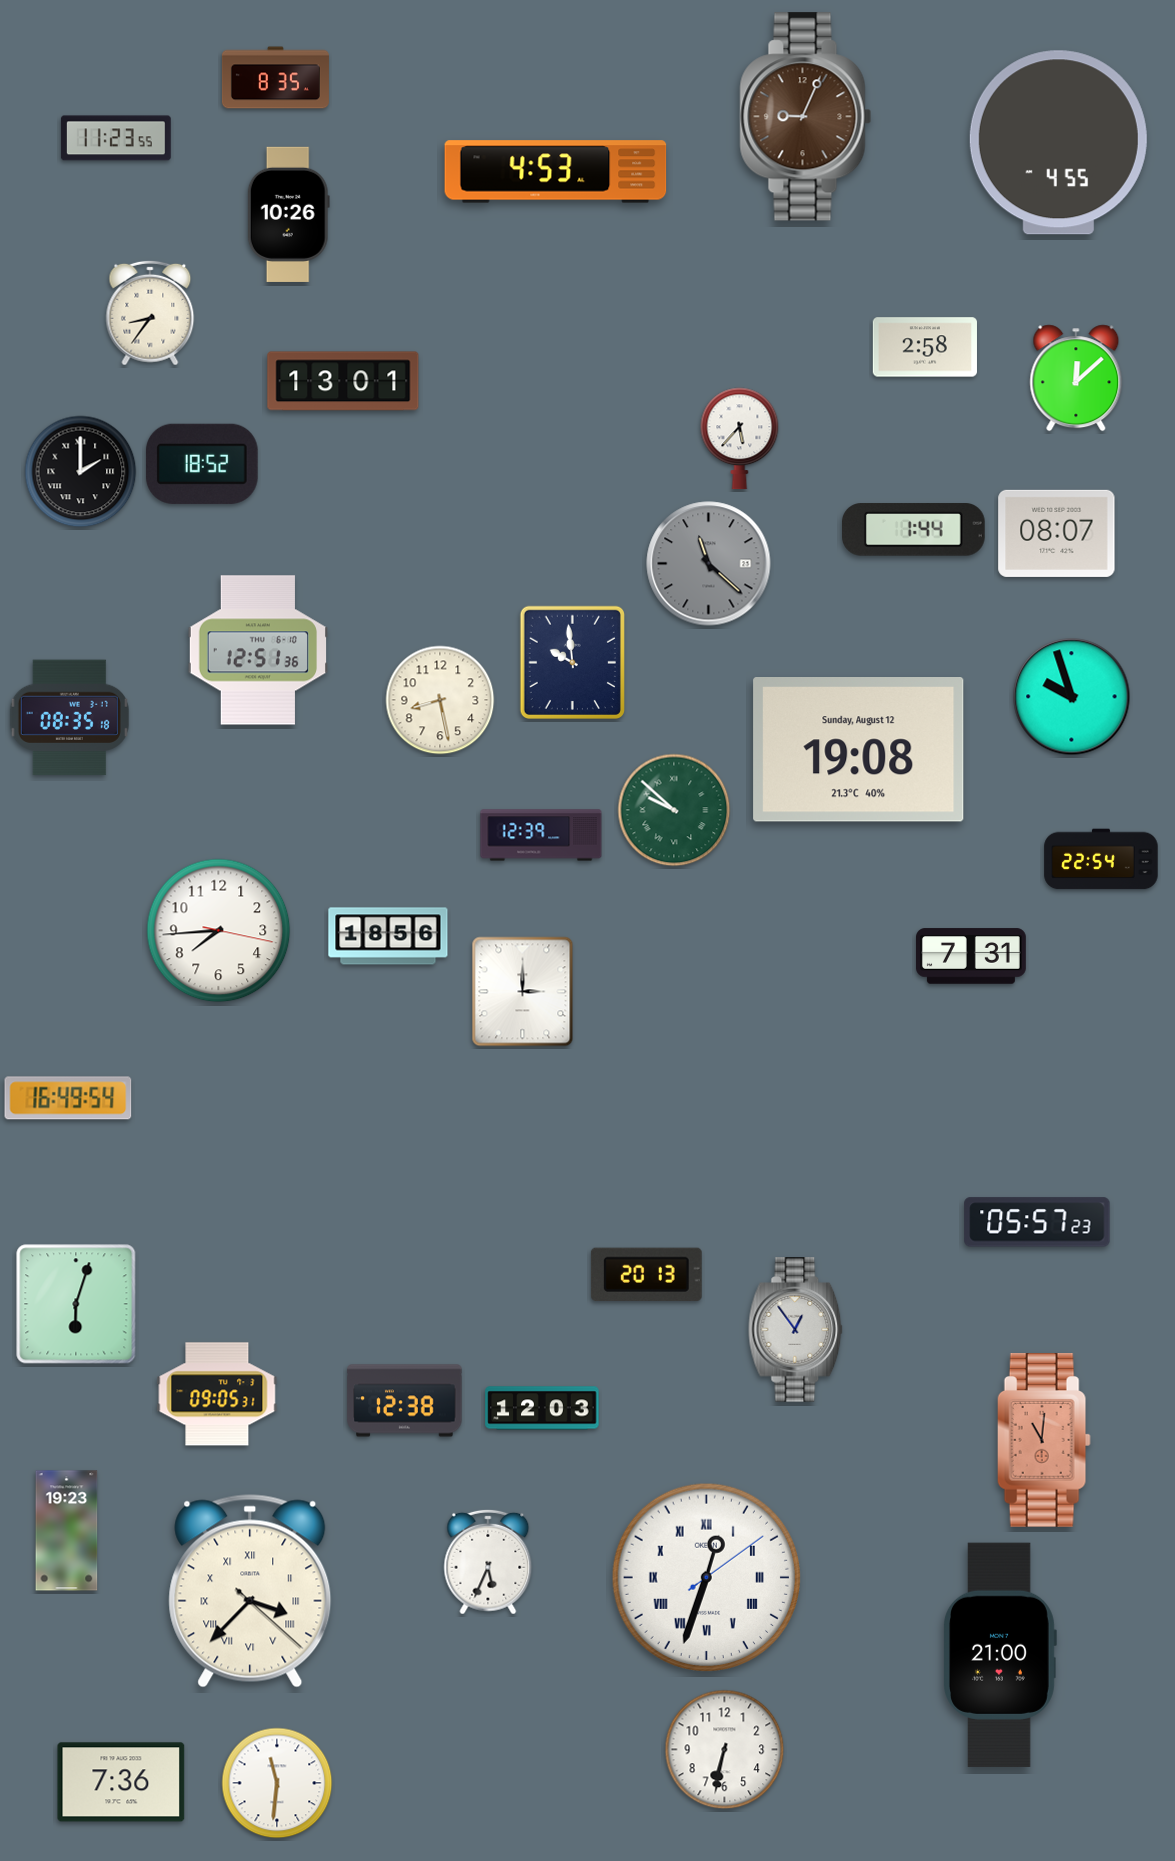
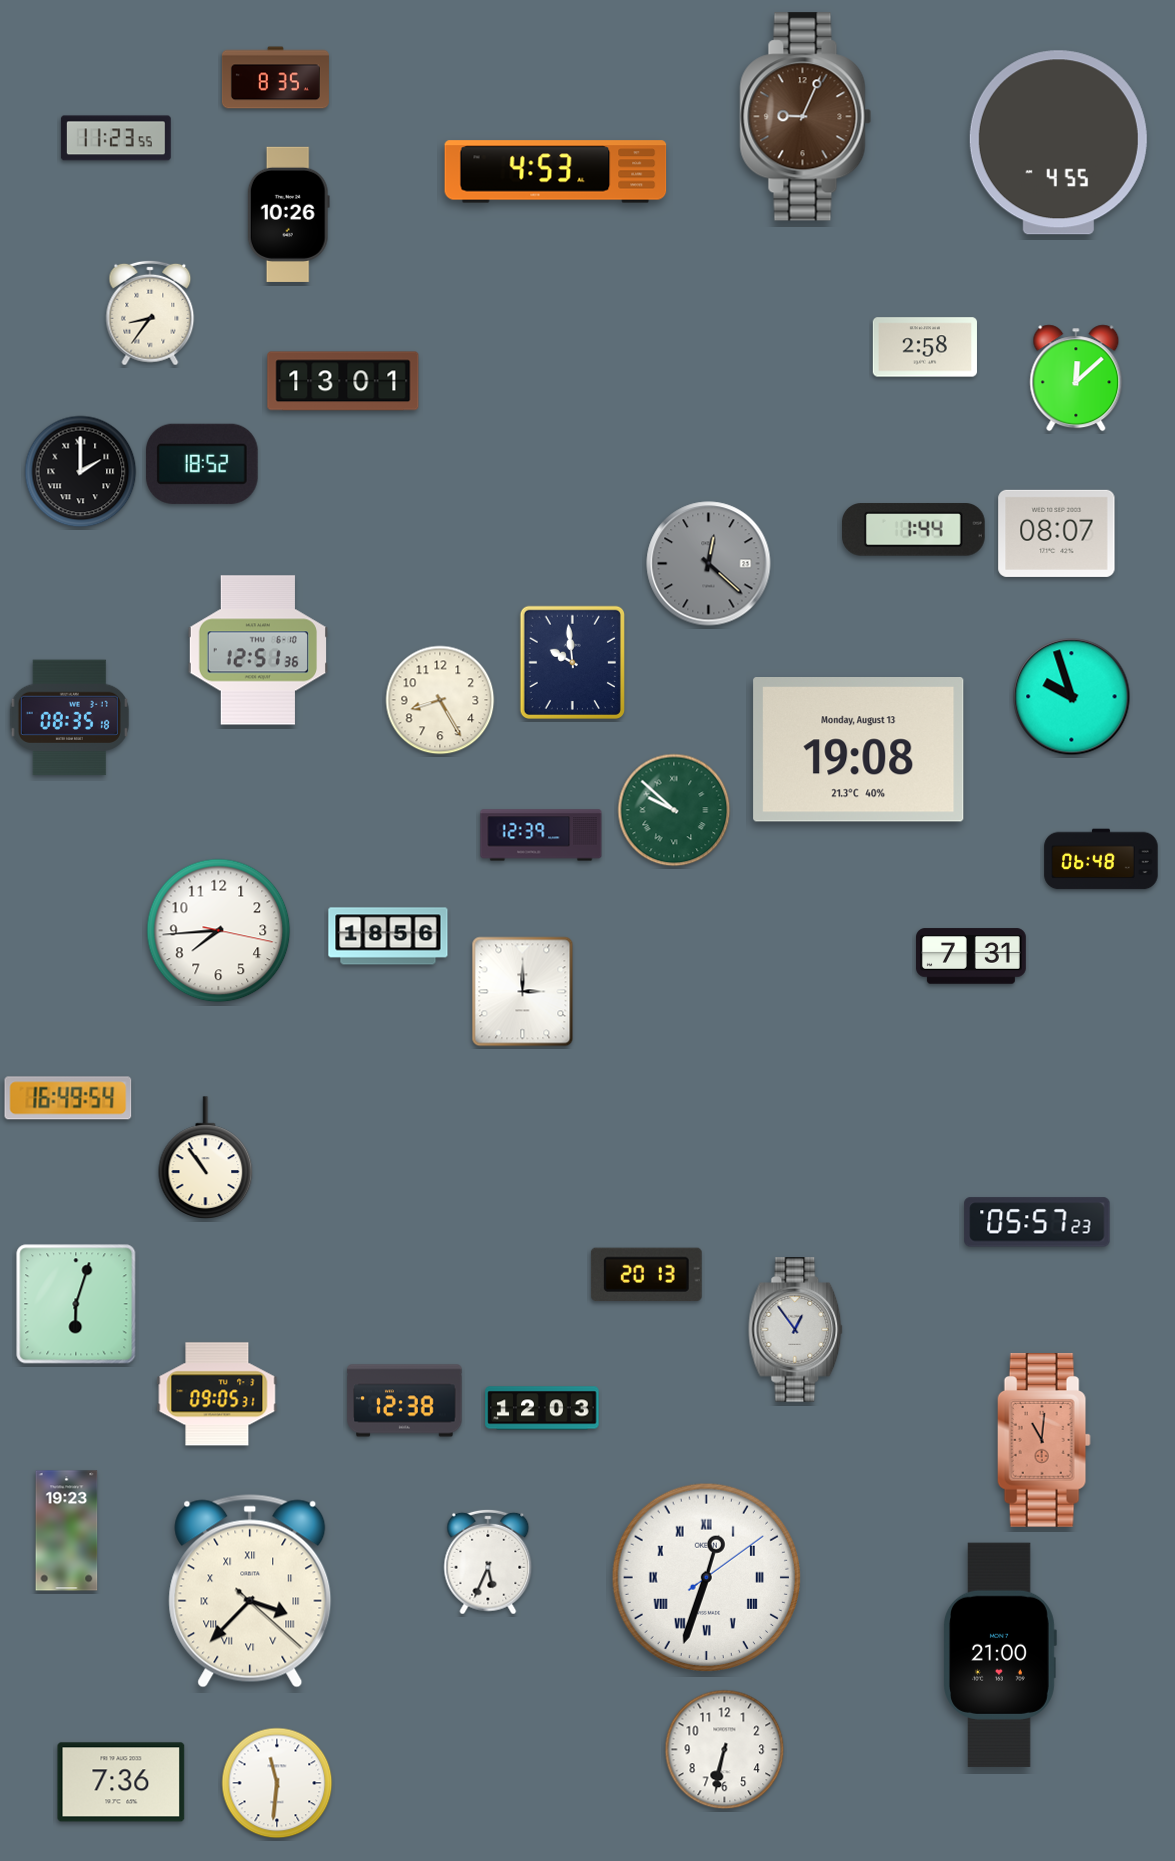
clock at (740, 439): 5:37 -> none
clock at (709, 564): 11:22 -> 12:22
clock at (440, 700): 8:28 -> 8:25
clock at (859, 750) date: Sunday, August 12 -> Monday, August 13
clock at (1101, 859): 22:54 -> 06:48
clock at (206, 1157): none -> 10:54
